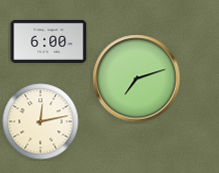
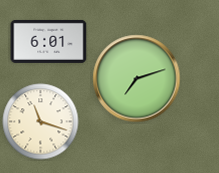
clock at (49, 41): 6:00 -> 6:01
clock at (41, 122): 12:13 -> 11:18
